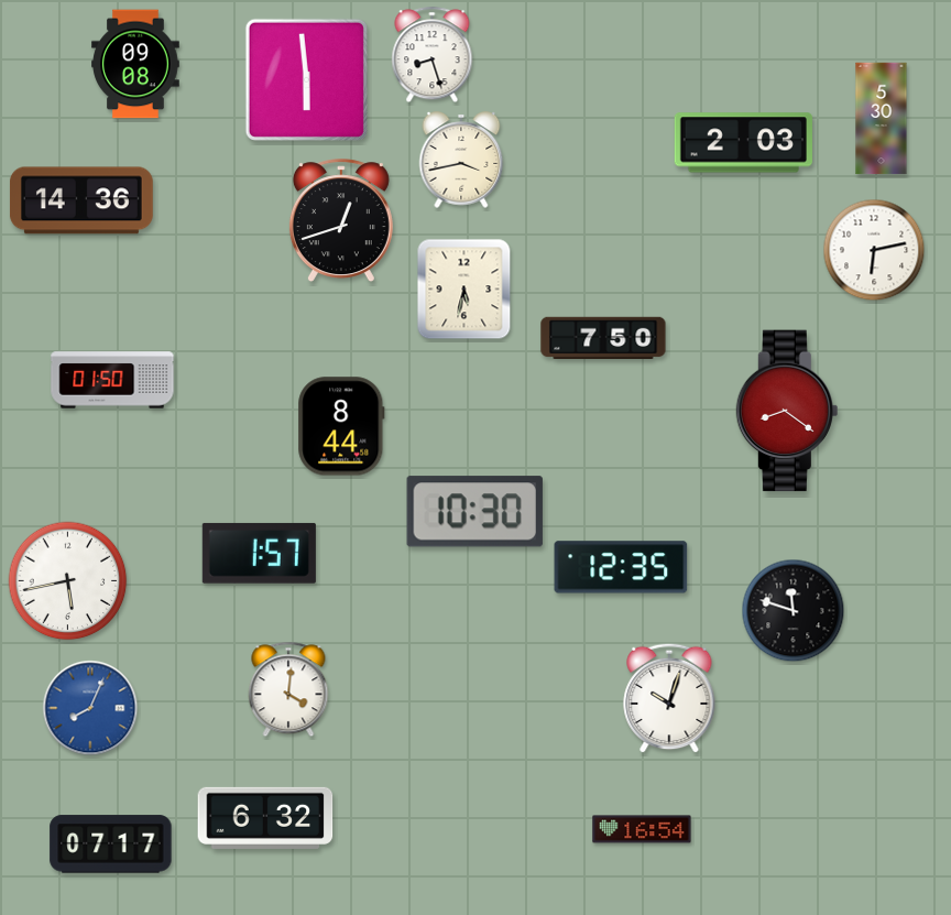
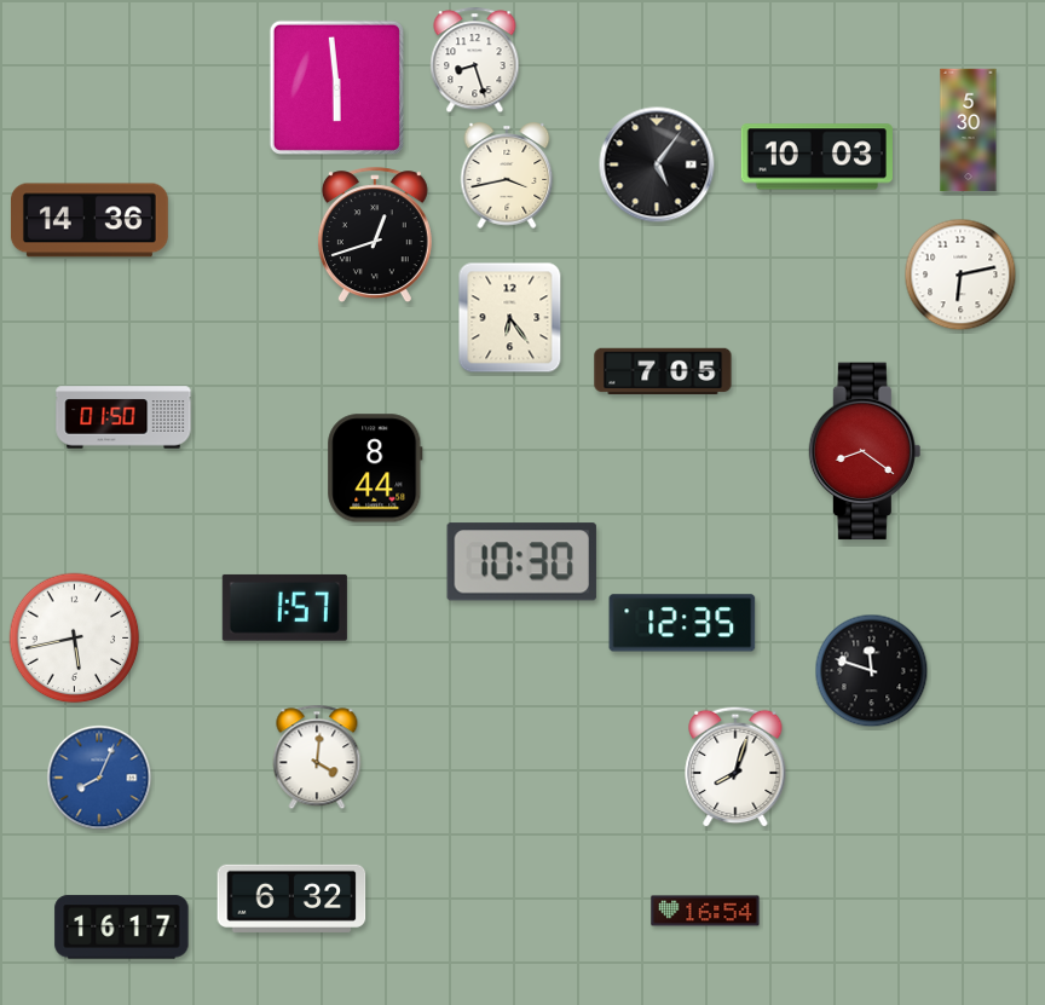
clock at (135, 64): 09:08 -> none
clock at (743, 143): 2:03 -> 10:03
clock at (657, 164): none -> 5:06
clock at (341, 221) position: (341, 221) -> (375, 236)
clock at (464, 290): 5:32 -> 6:24
clock at (603, 338): 7:50 -> 7:05
clock at (669, 698): 10:03 -> 8:03
clock at (111, 845): 07:17 -> 16:17
